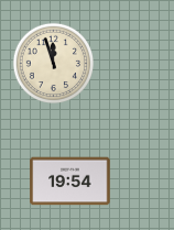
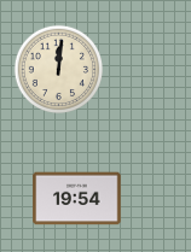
clock at (53, 63): 11:57 -> 12:01
